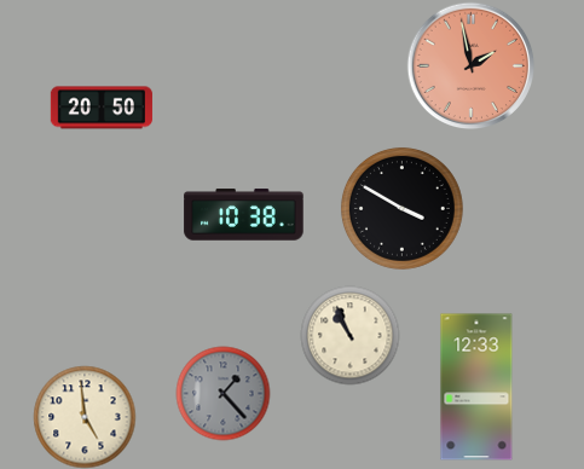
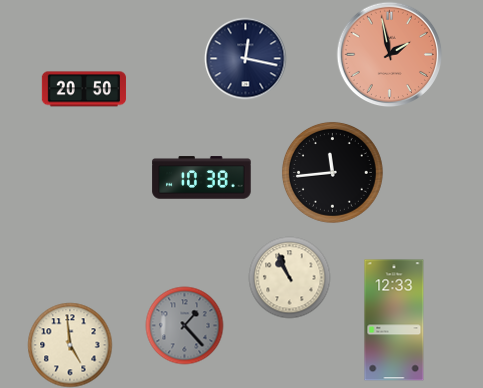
clock at (245, 58): none -> 12:17
clock at (401, 208): 3:50 -> 11:44
